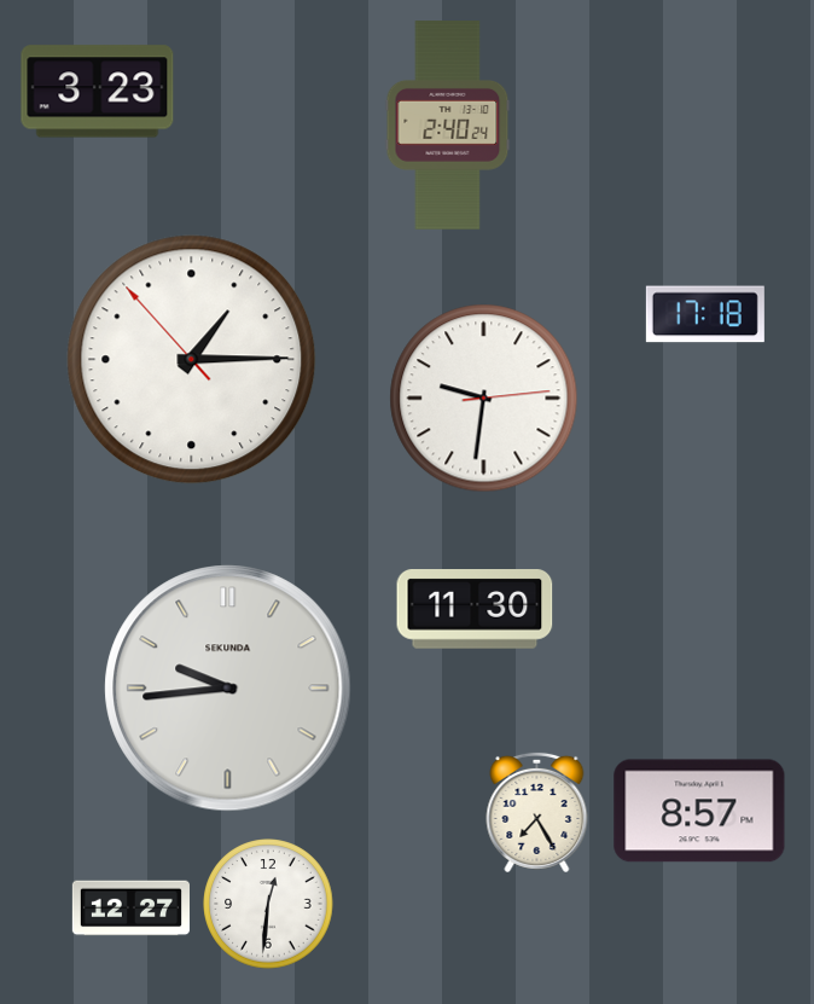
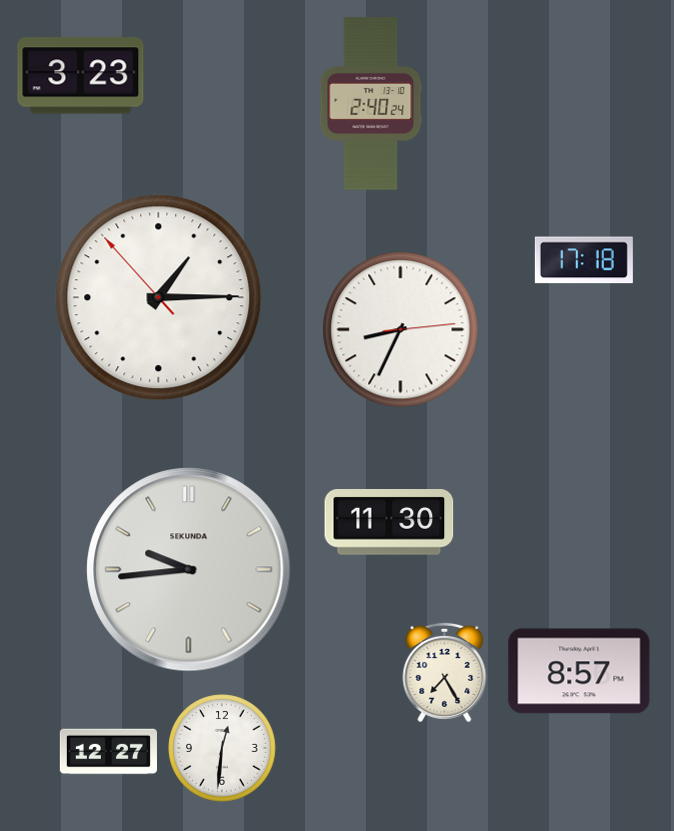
clock at (484, 399): 9:31 -> 8:34
clock at (475, 610) position: (475, 610) -> (389, 523)
